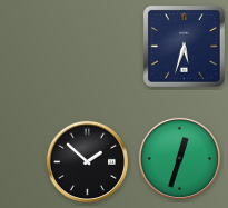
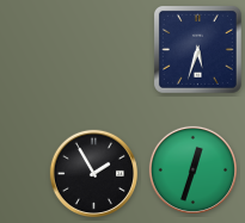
clock at (87, 161): 1:52 -> 1:55
